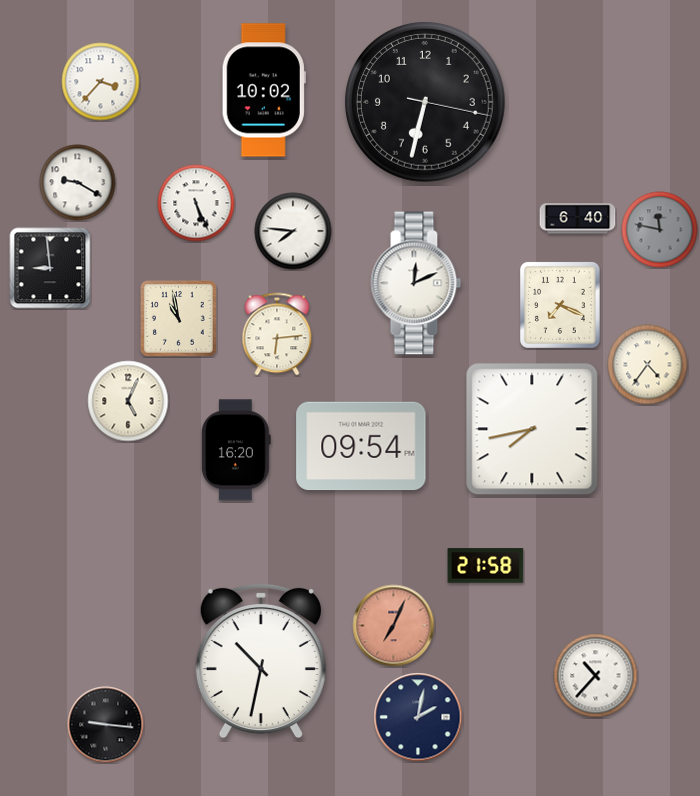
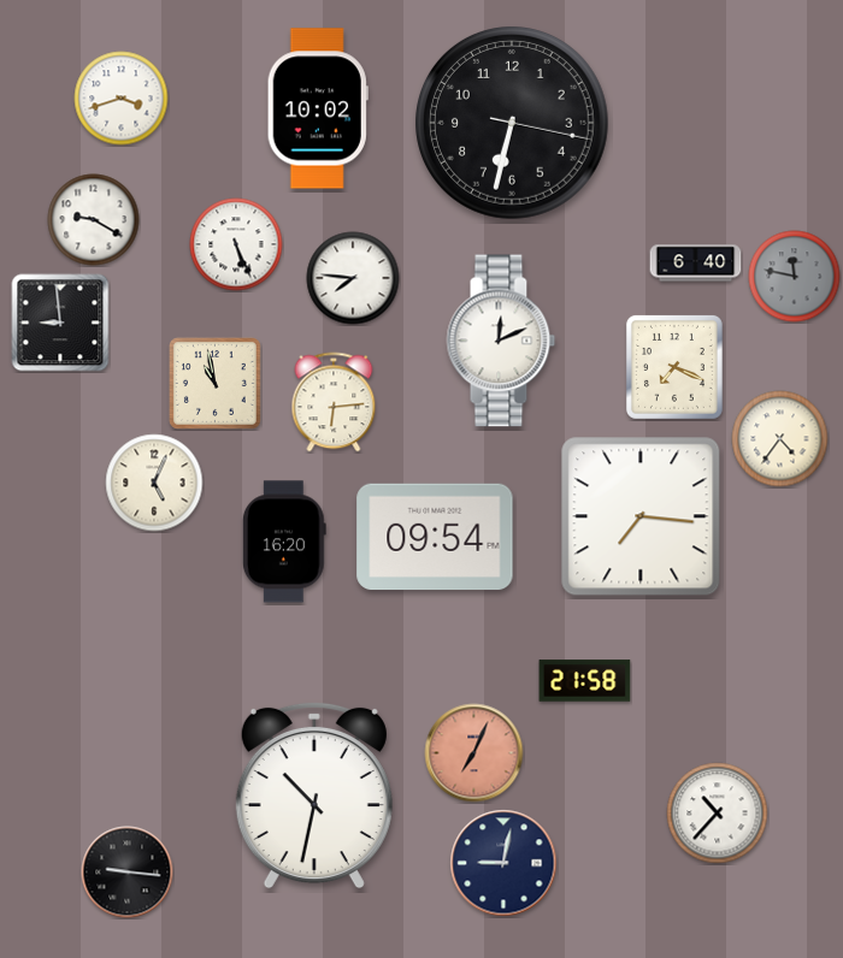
clock at (101, 82): 3:37 -> 3:42
clock at (532, 429): 7:43 -> 7:16
clock at (418, 717): 2:02 -> 9:02
